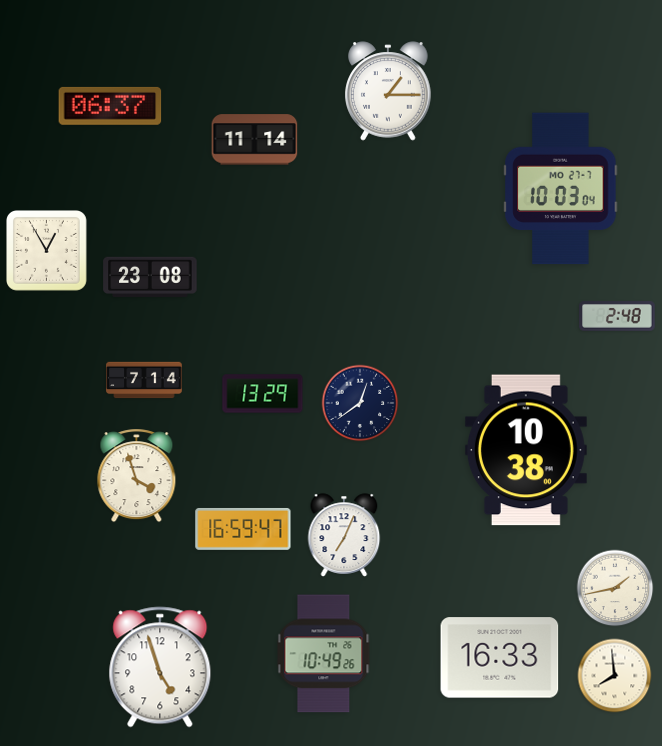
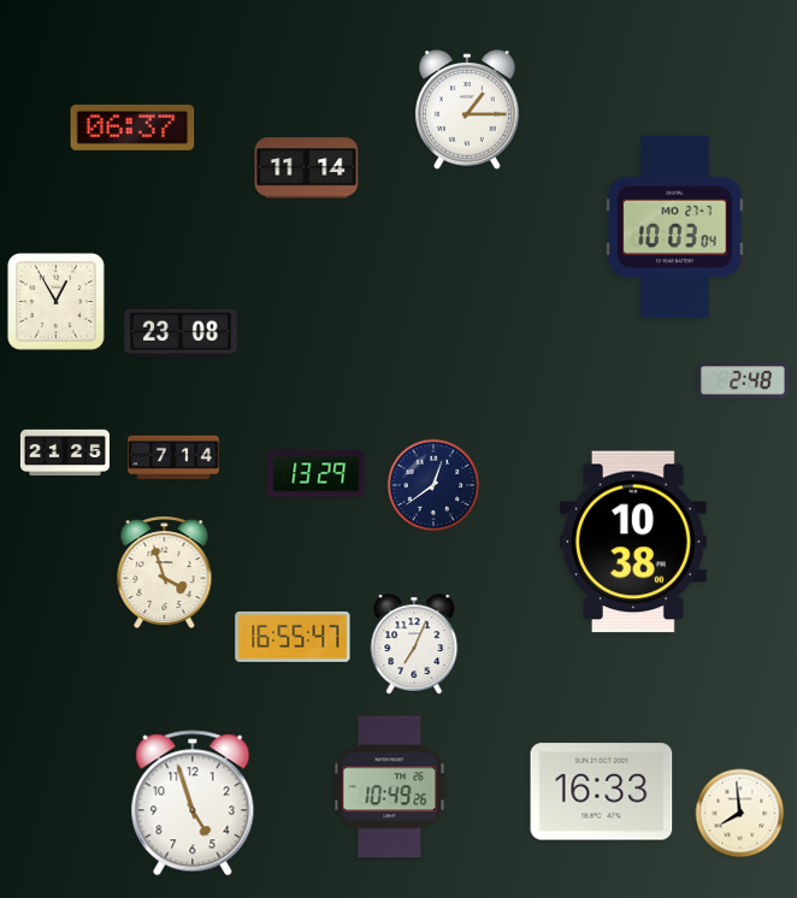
clock at (65, 453): none -> 21:25
clock at (243, 529): 16:59 -> 16:55
clock at (615, 588): 1:43 -> none
